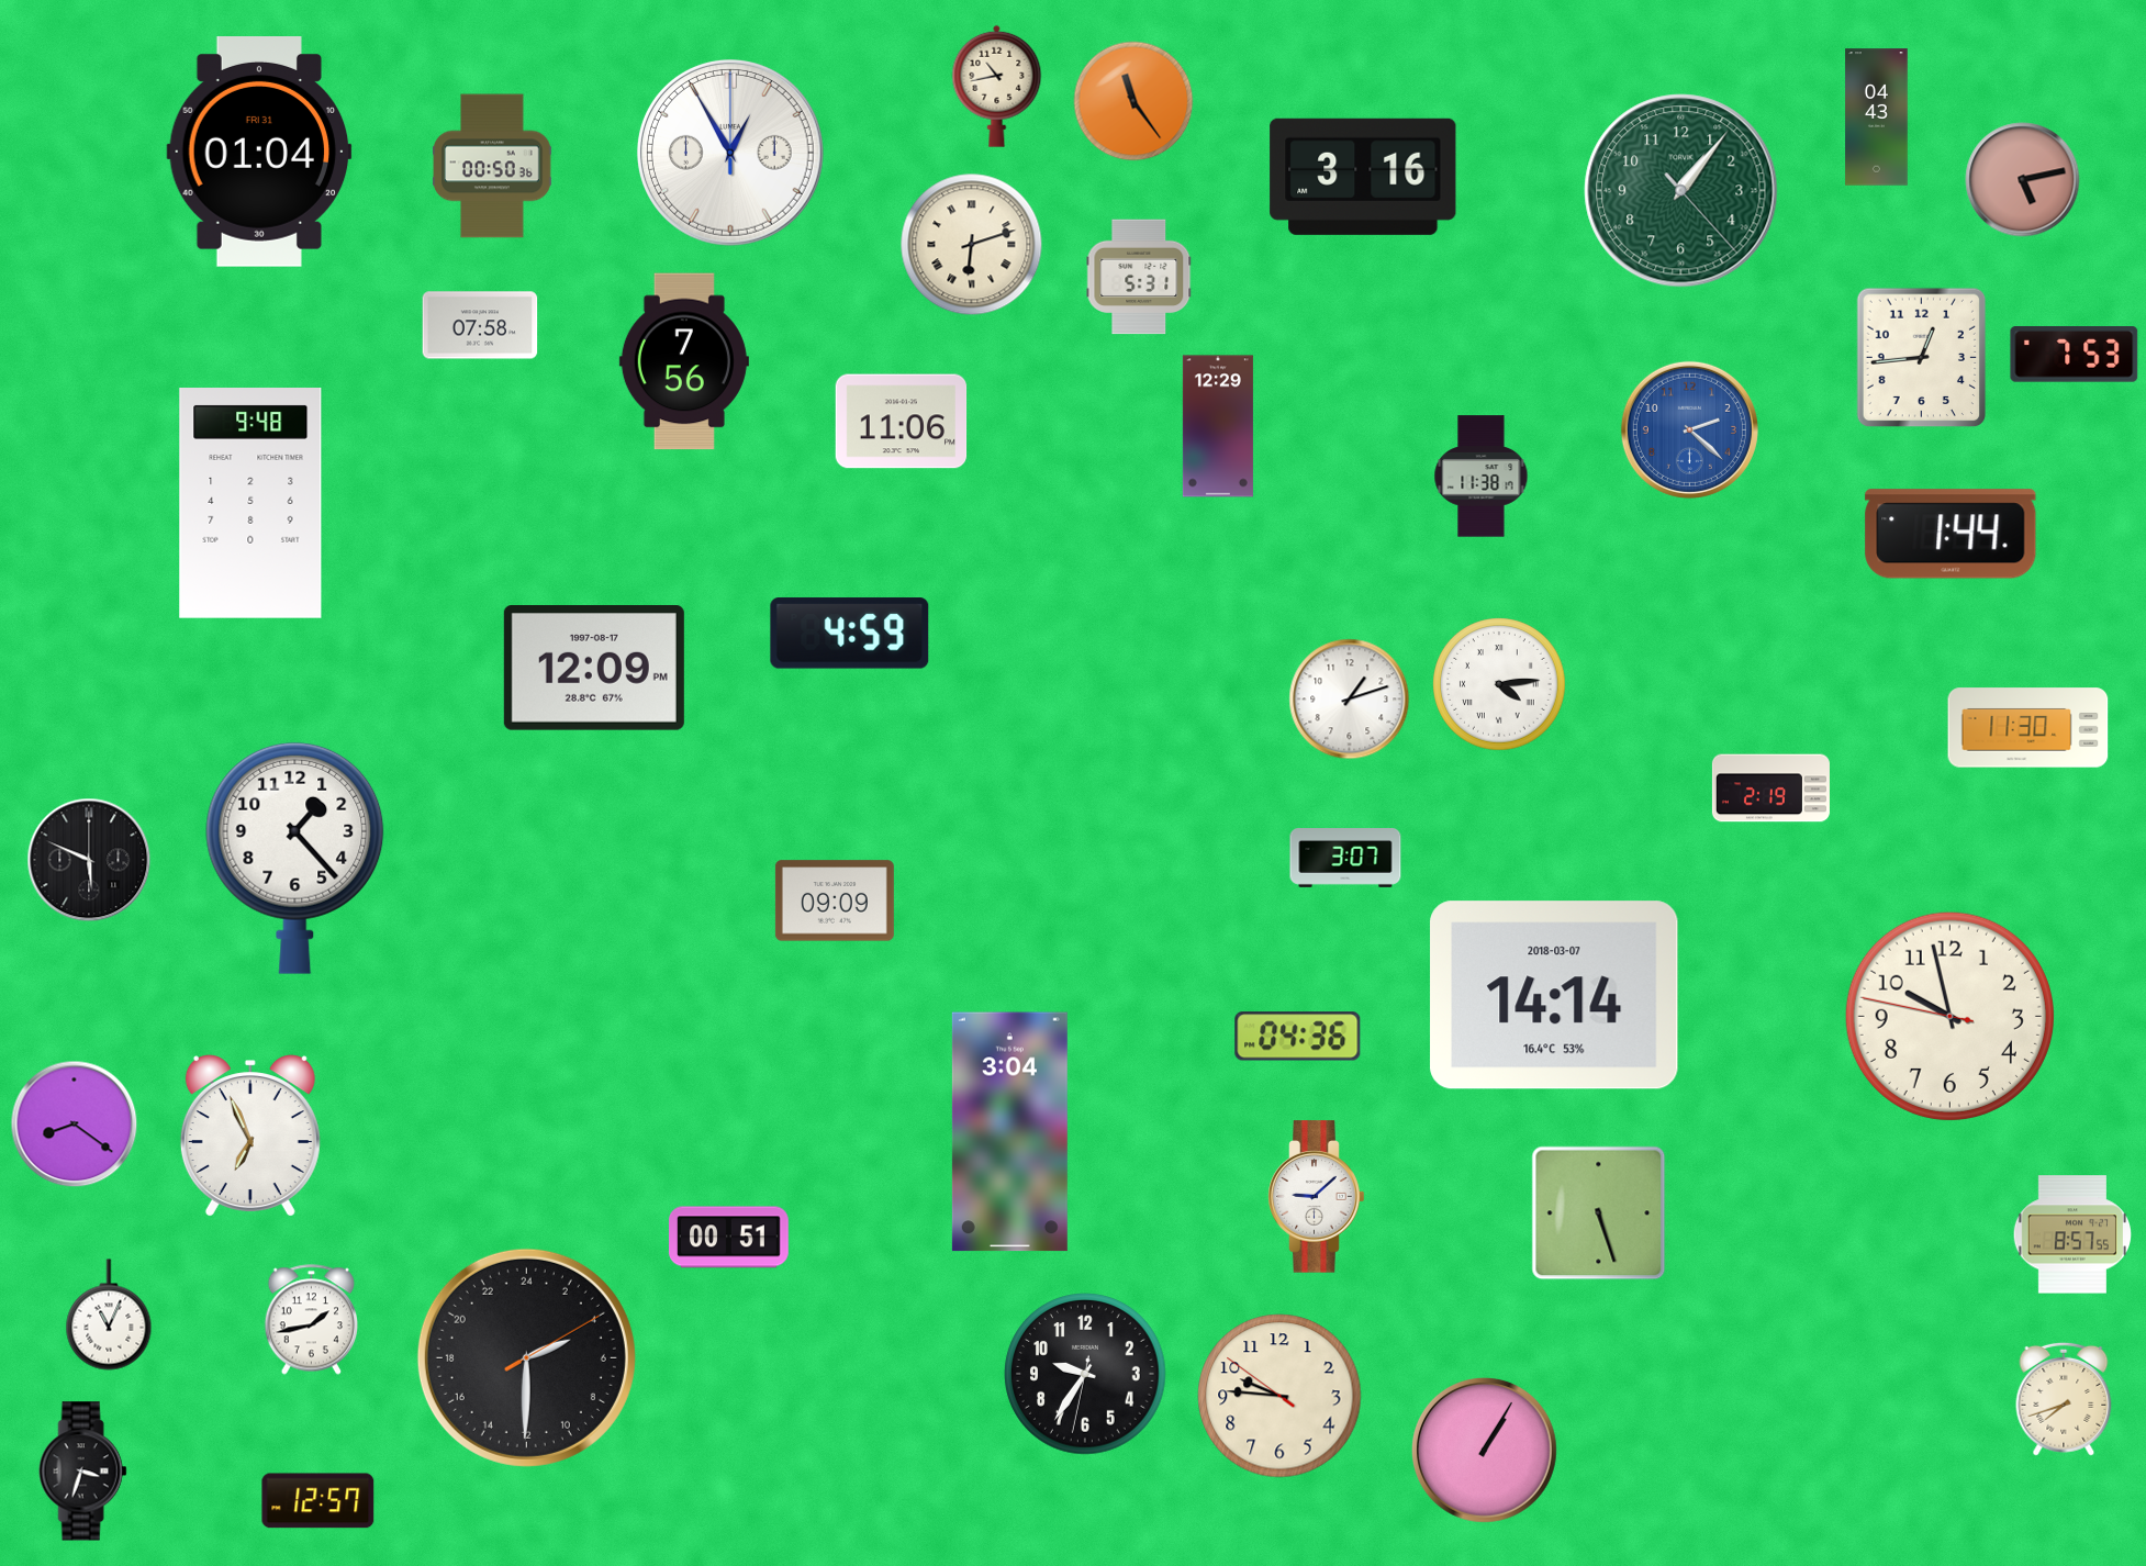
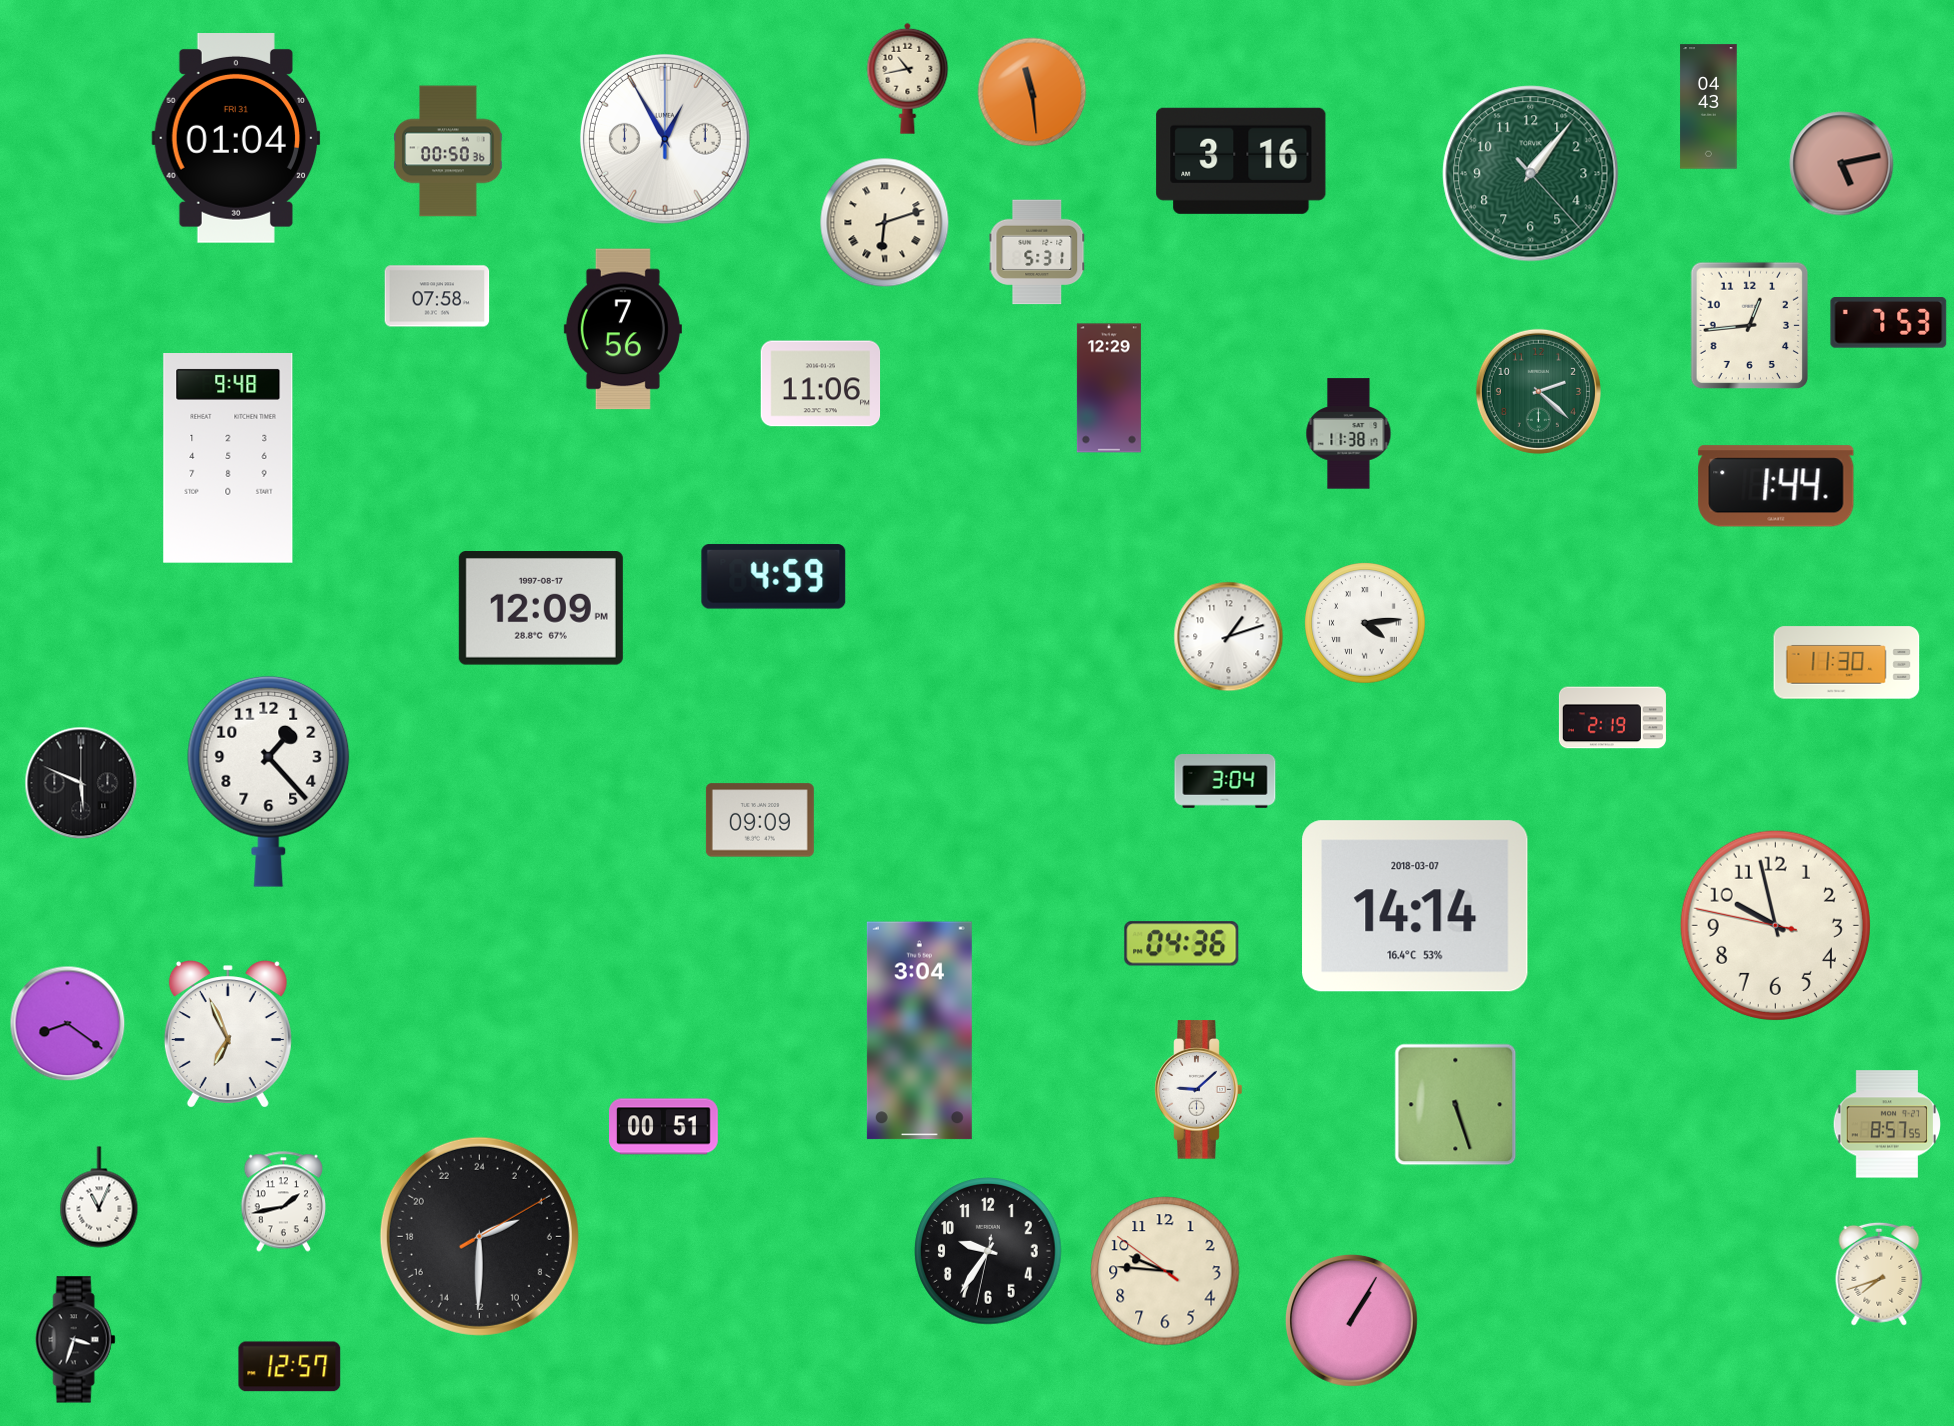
clock at (1133, 101): 11:24 -> 11:29
clock at (1689, 429) dial: blue -> green
clock at (1345, 859): 3:07 -> 3:04
